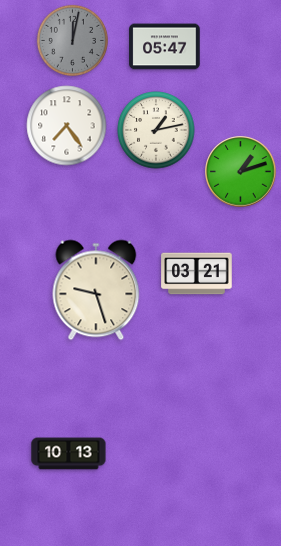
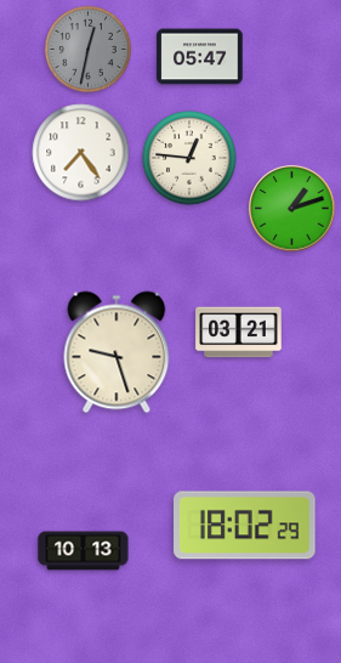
clock at (72, 40): 12:02 -> 12:32
clock at (156, 130): 1:13 -> 12:46
clock at (245, 526): none -> 18:02
